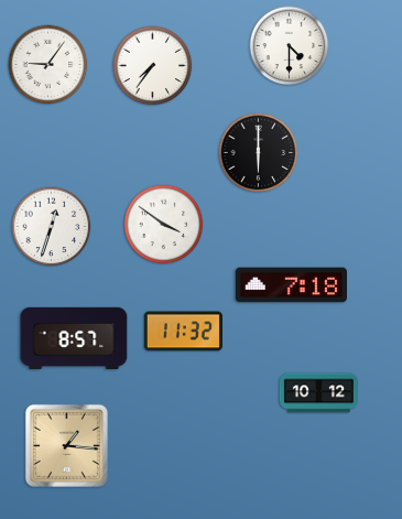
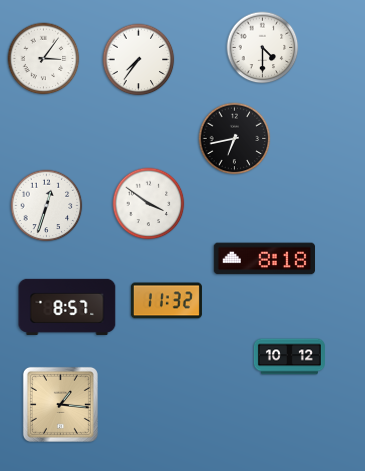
clock at (290, 46) position: (290, 46) -> (263, 48)
clock at (48, 65): 9:06 -> 3:06
clock at (259, 153): 6:00 -> 6:43
clock at (291, 285): 7:18 -> 8:18
